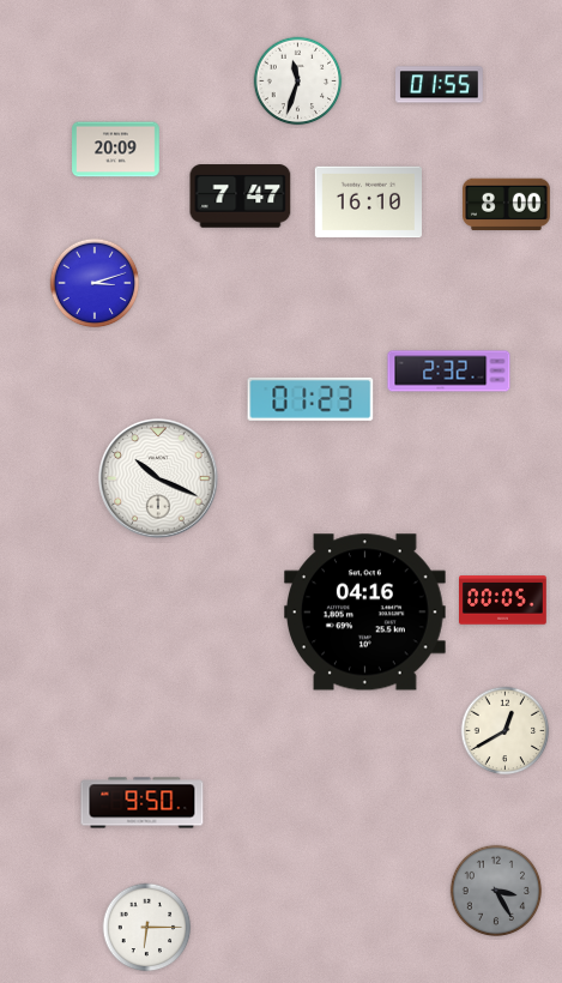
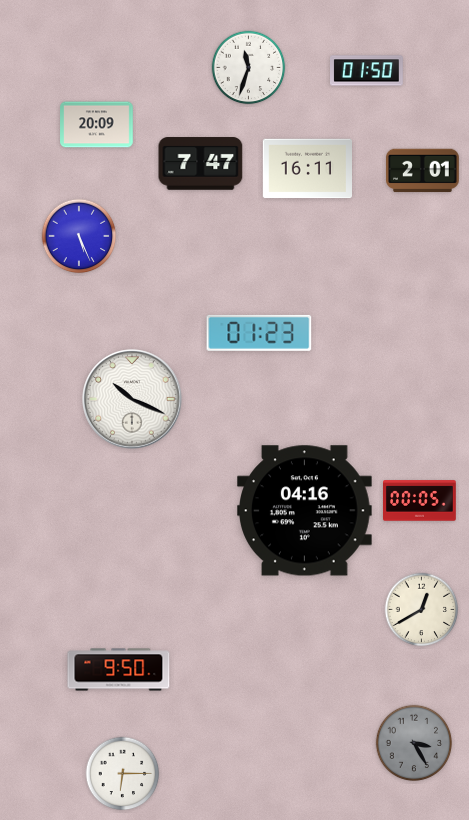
clock at (440, 85): 01:55 -> 01:50
clock at (368, 203): 16:10 -> 16:11
clock at (507, 205): 8:00 -> 2:01
clock at (95, 283): 3:12 -> 5:26
clock at (449, 372): 2:32 -> none
